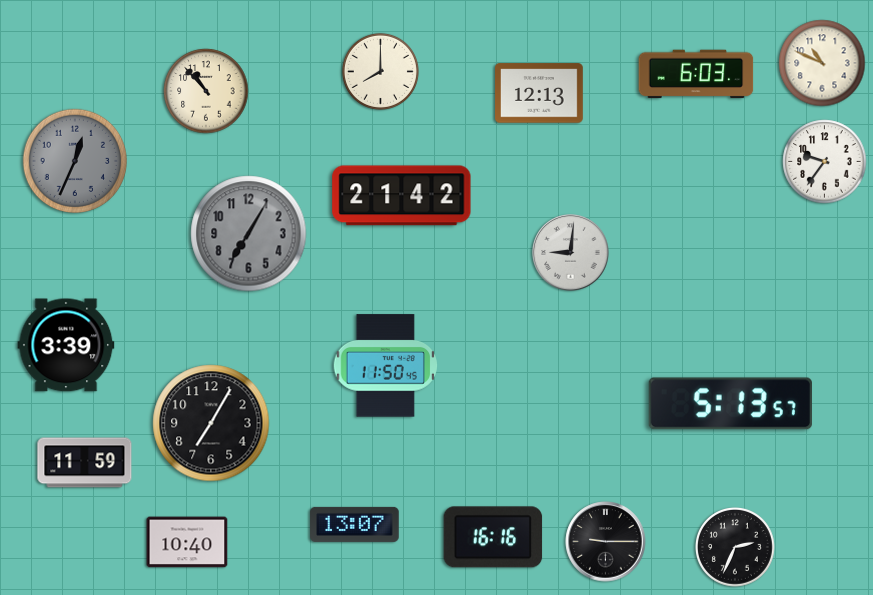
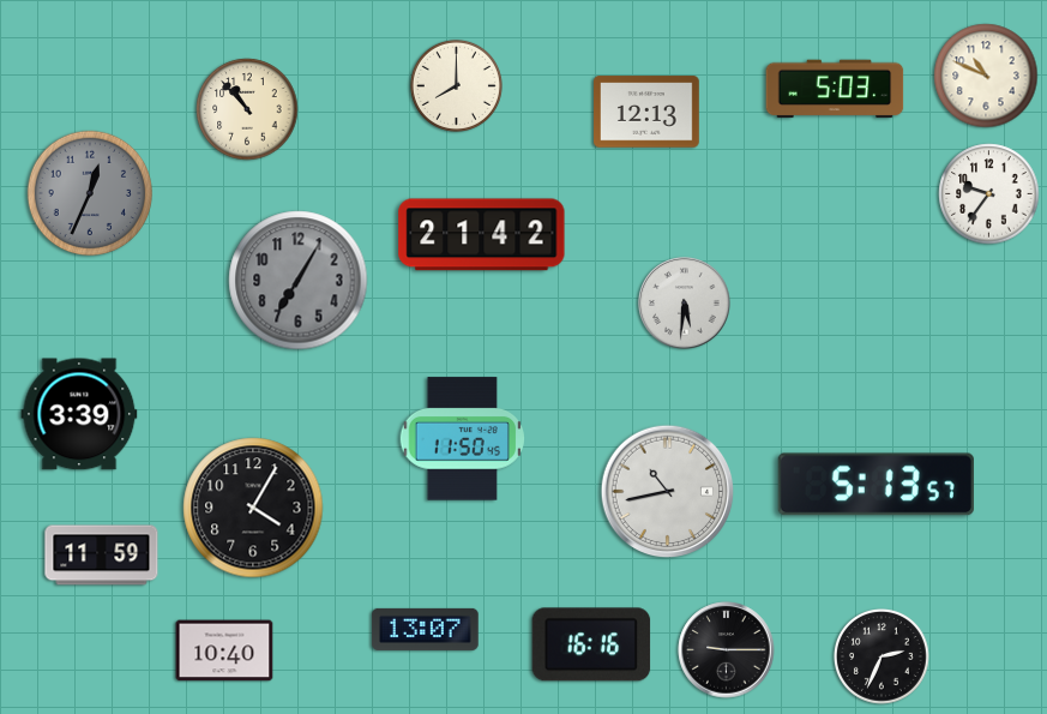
clock at (696, 74): 6:03 -> 5:03
clock at (571, 253): 9:01 -> 5:31
clock at (668, 492): none -> 10:43
clock at (211, 423): 7:05 -> 4:05
